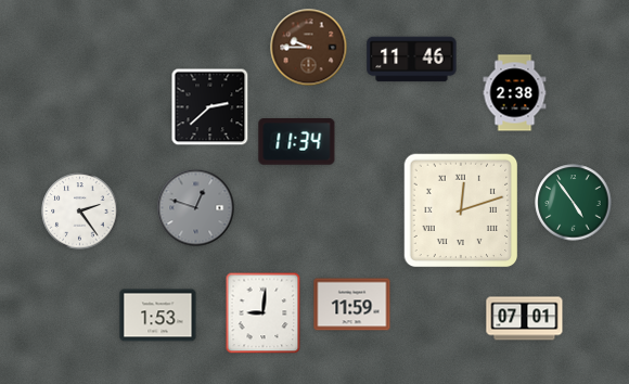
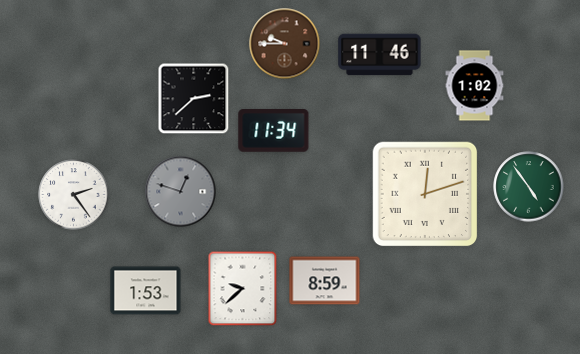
clock at (515, 93): 2:38 -> 1:02
clock at (352, 305): 11:59 -> 8:59
clock at (264, 313): 9:01 -> 9:38
clock at (525, 319): 07:01 -> none
